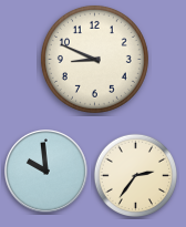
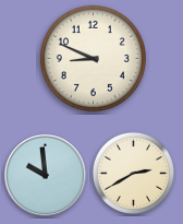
clock at (46, 172) position: (46, 172) -> (46, 176)
clock at (135, 175): 2:36 -> 2:40
